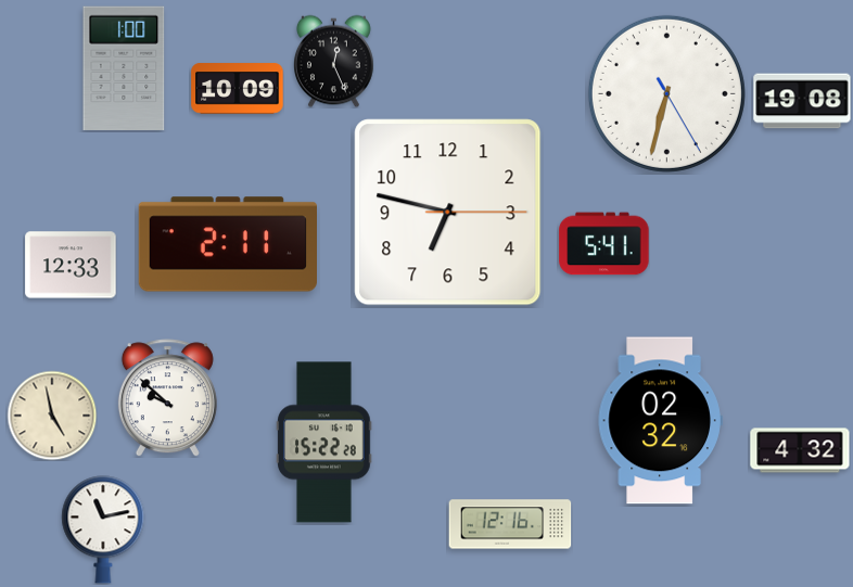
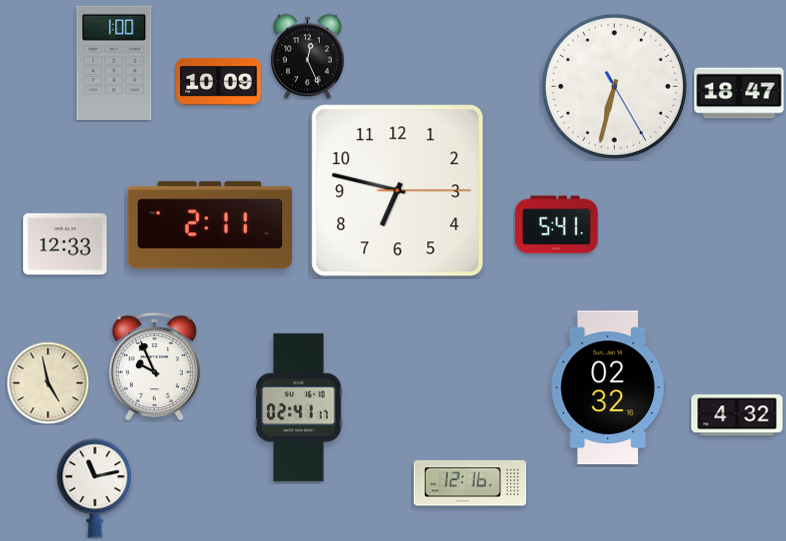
clock at (802, 101): 19:08 -> 18:47
clock at (448, 213) position: (448, 213) -> (398, 191)
clock at (167, 398): 9:52 -> 9:56
clock at (324, 443): 15:22 -> 02:41
